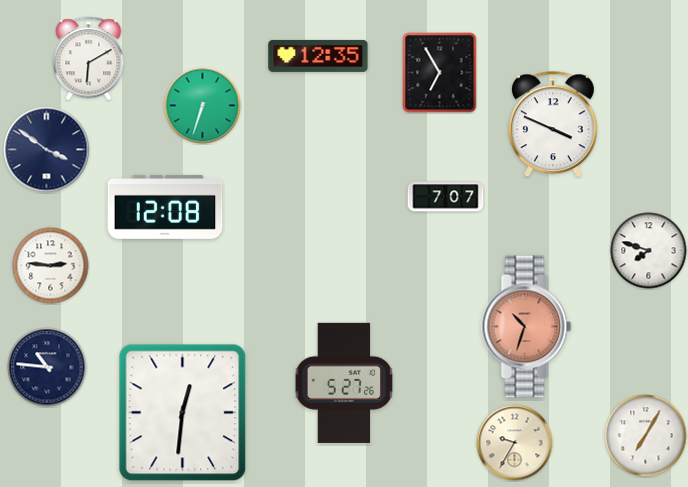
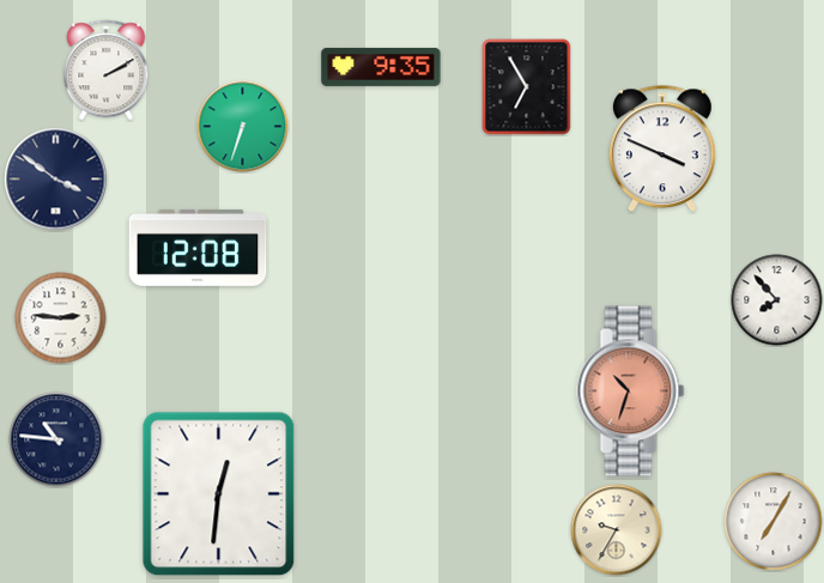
clock at (318, 56): 12:35 -> 9:35
clock at (89, 59): 6:10 -> 2:10
clock at (446, 197): 7:07 -> none
clock at (649, 251): 7:48 -> 7:53
clock at (344, 383): 5:27 -> none
